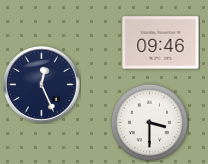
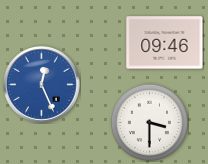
clock at (161, 43) position: (161, 43) -> (165, 43)
clock at (42, 85) dial: navy -> blue
